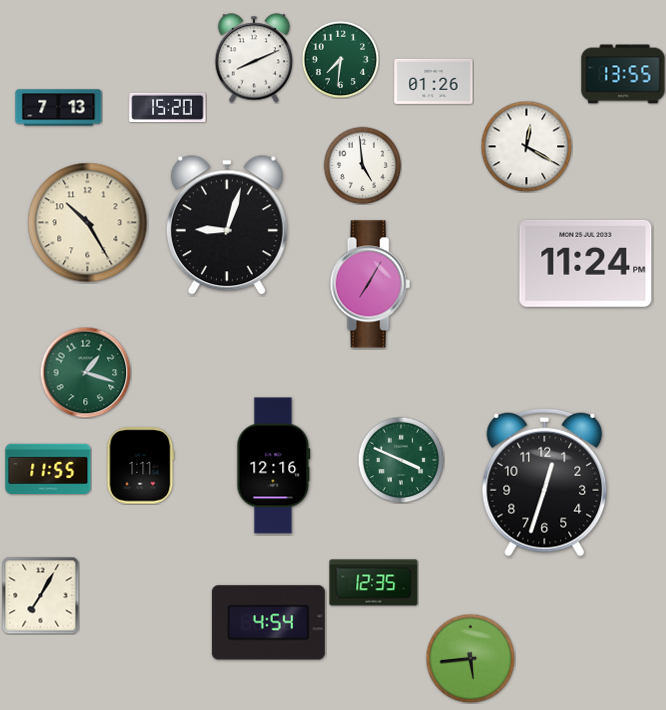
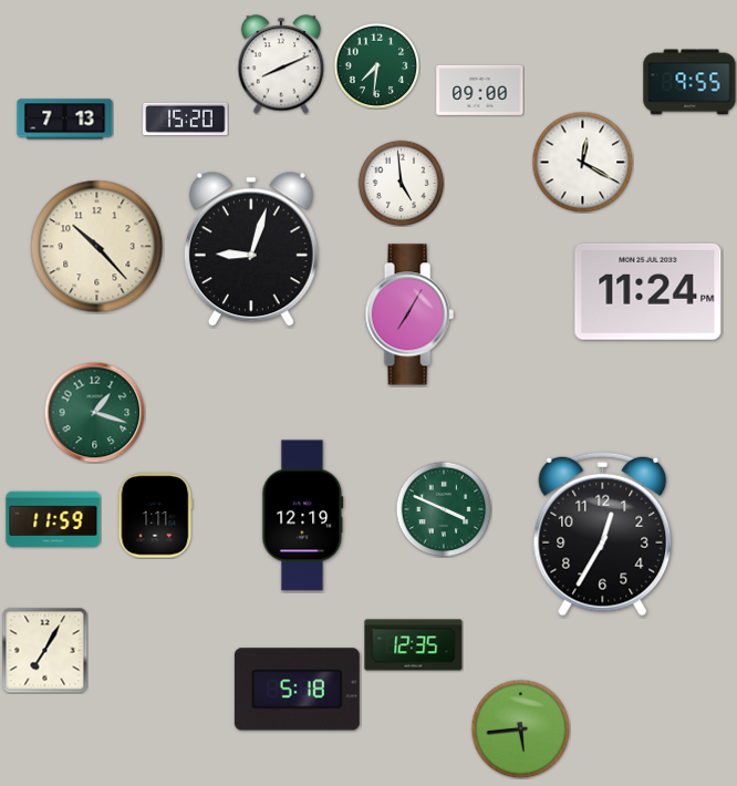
clock at (623, 74): 13:55 -> 9:55
clock at (434, 81): 01:26 -> 09:00
clock at (88, 223): 10:25 -> 10:23
clock at (274, 466): 12:16 -> 12:19
clock at (48, 468): 11:55 -> 11:59
clock at (545, 482): 12:33 -> 12:35
clock at (40, 595) position: (40, 595) -> (44, 650)
clock at (268, 623): 4:54 -> 5:18
